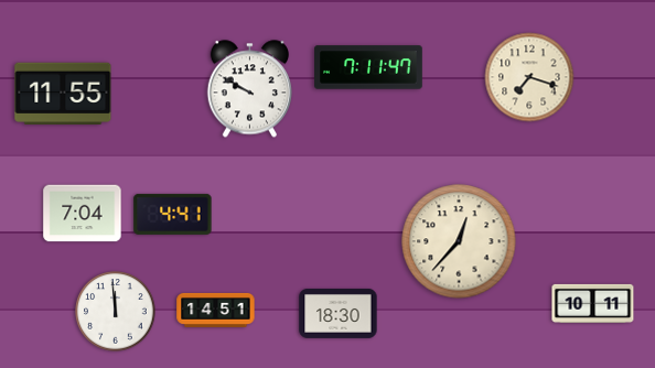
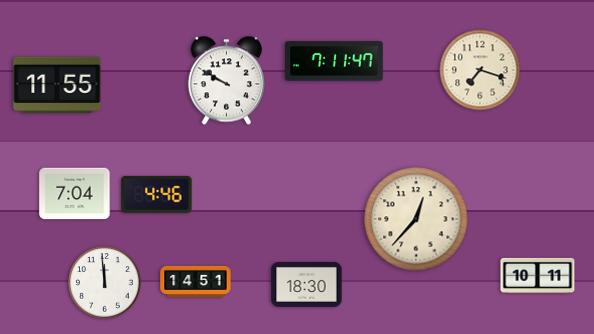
clock at (173, 214): 4:41 -> 4:46
